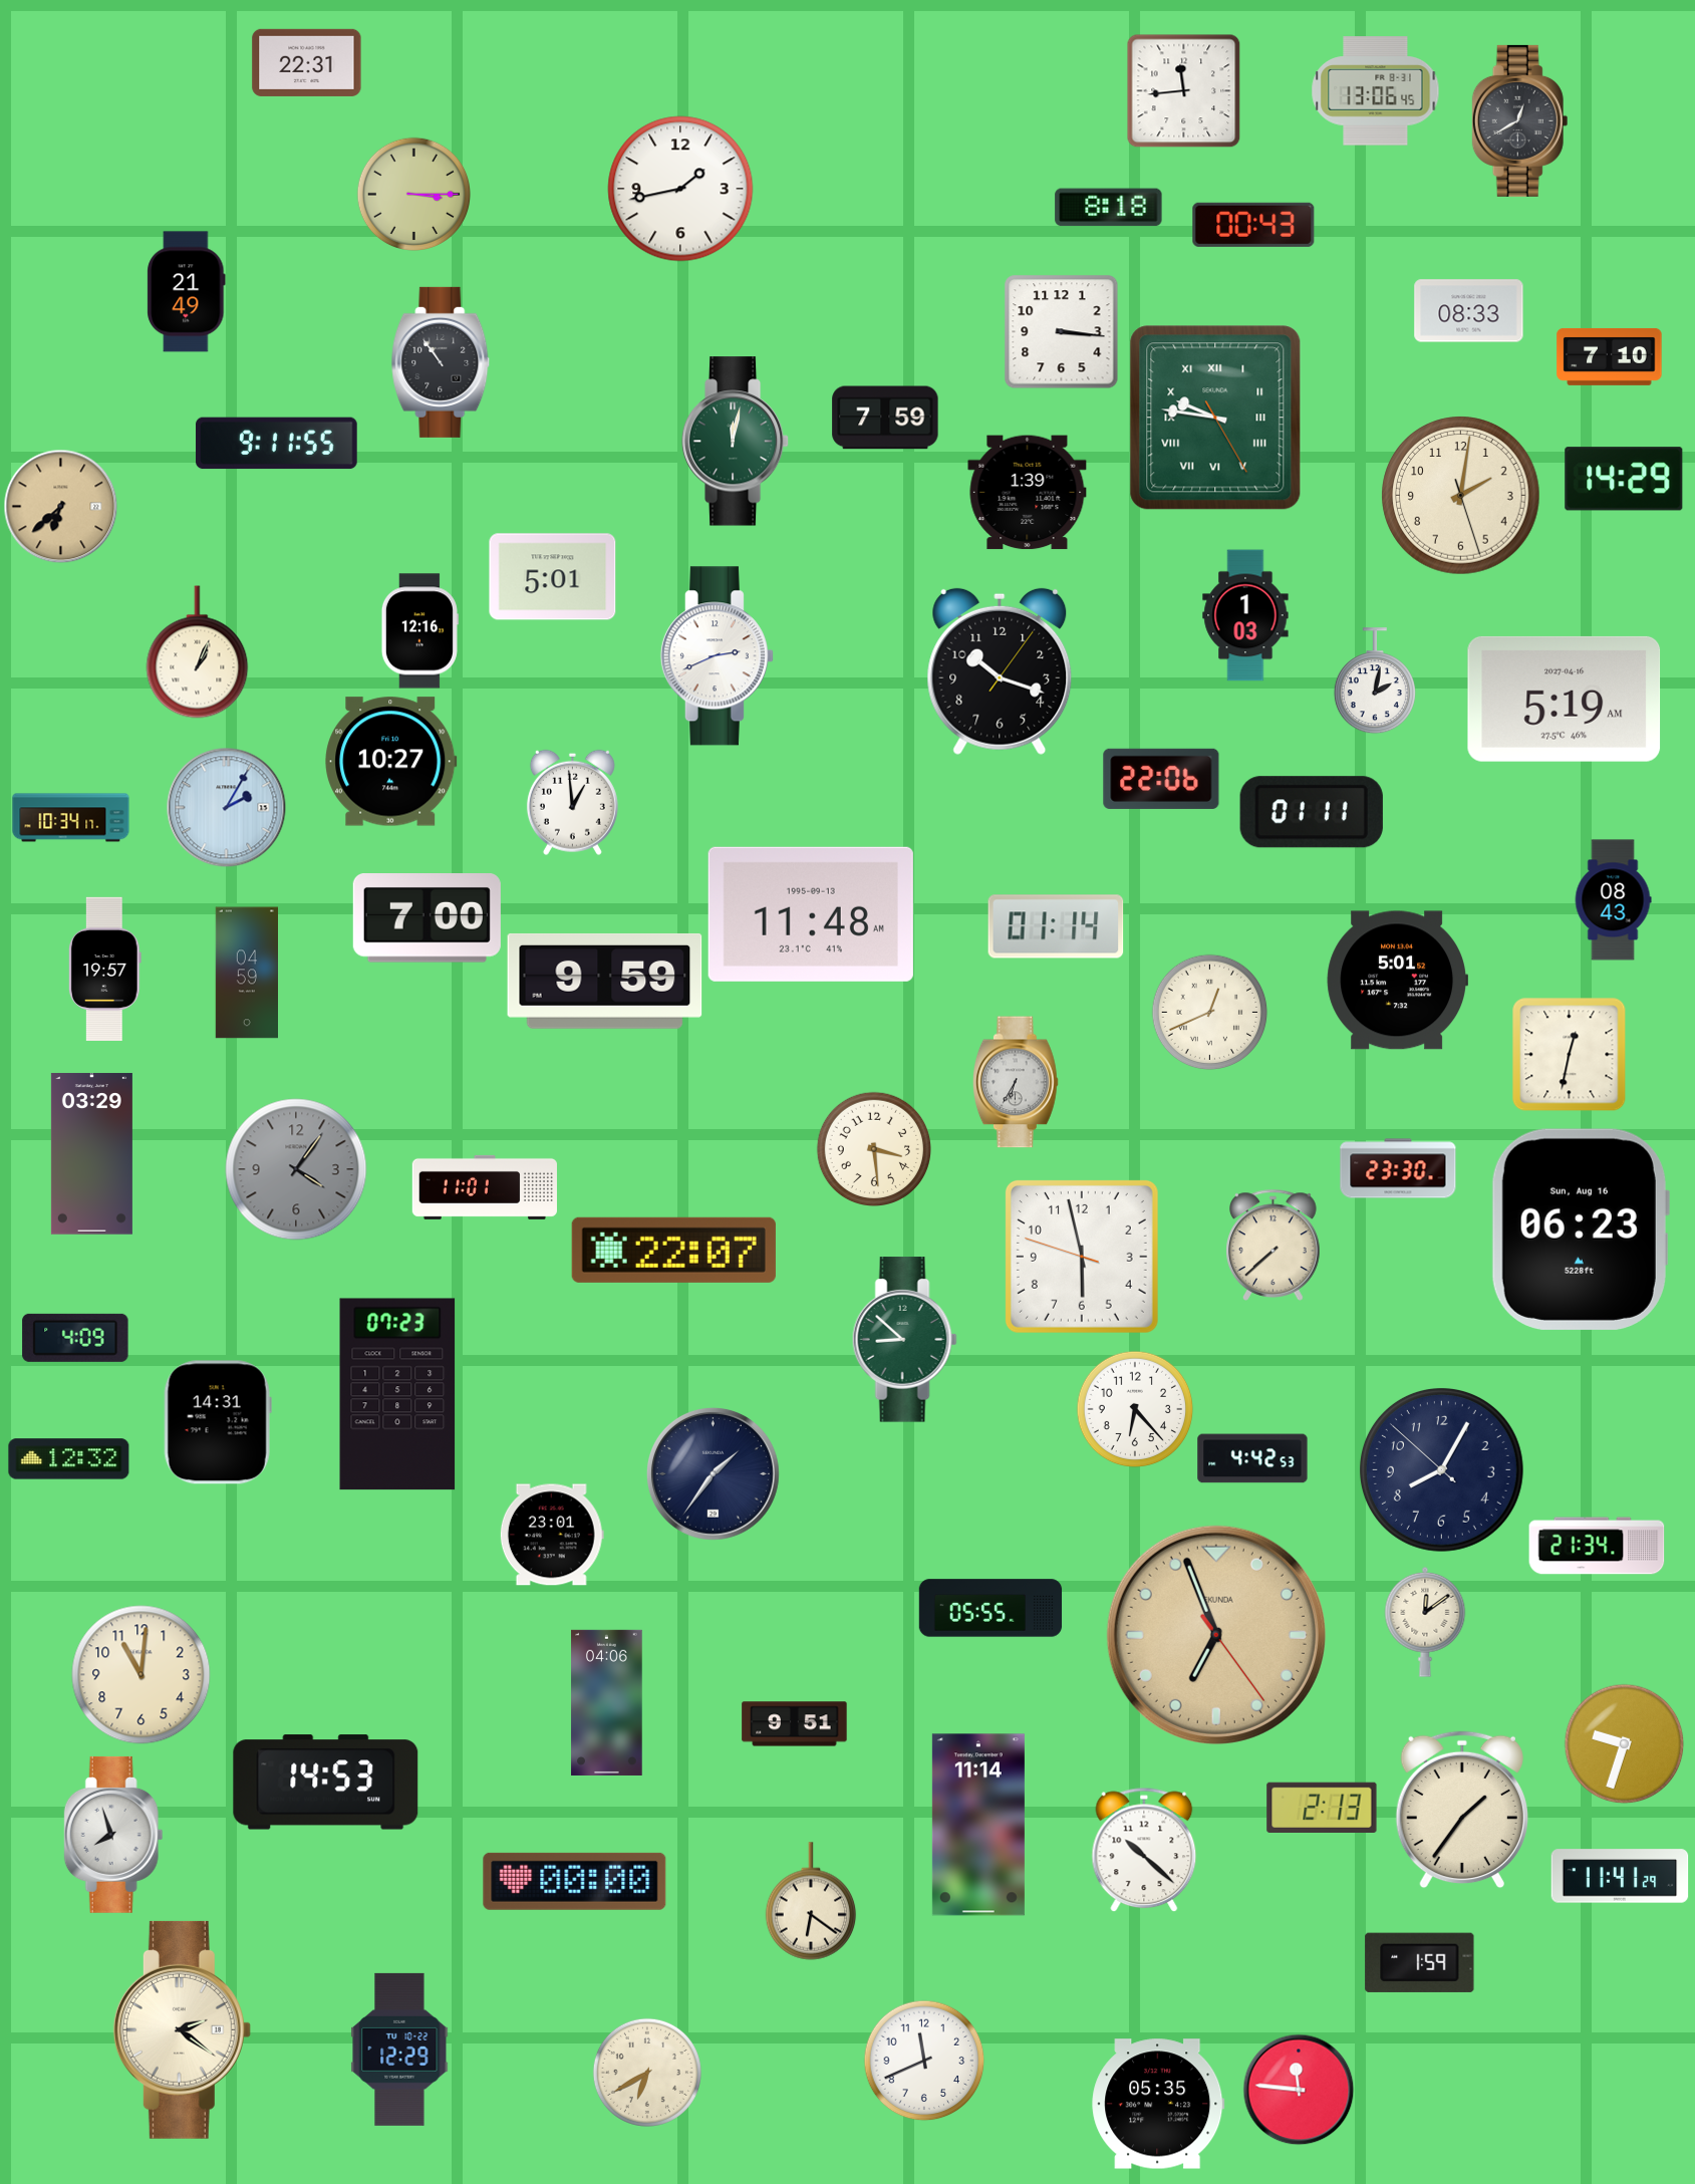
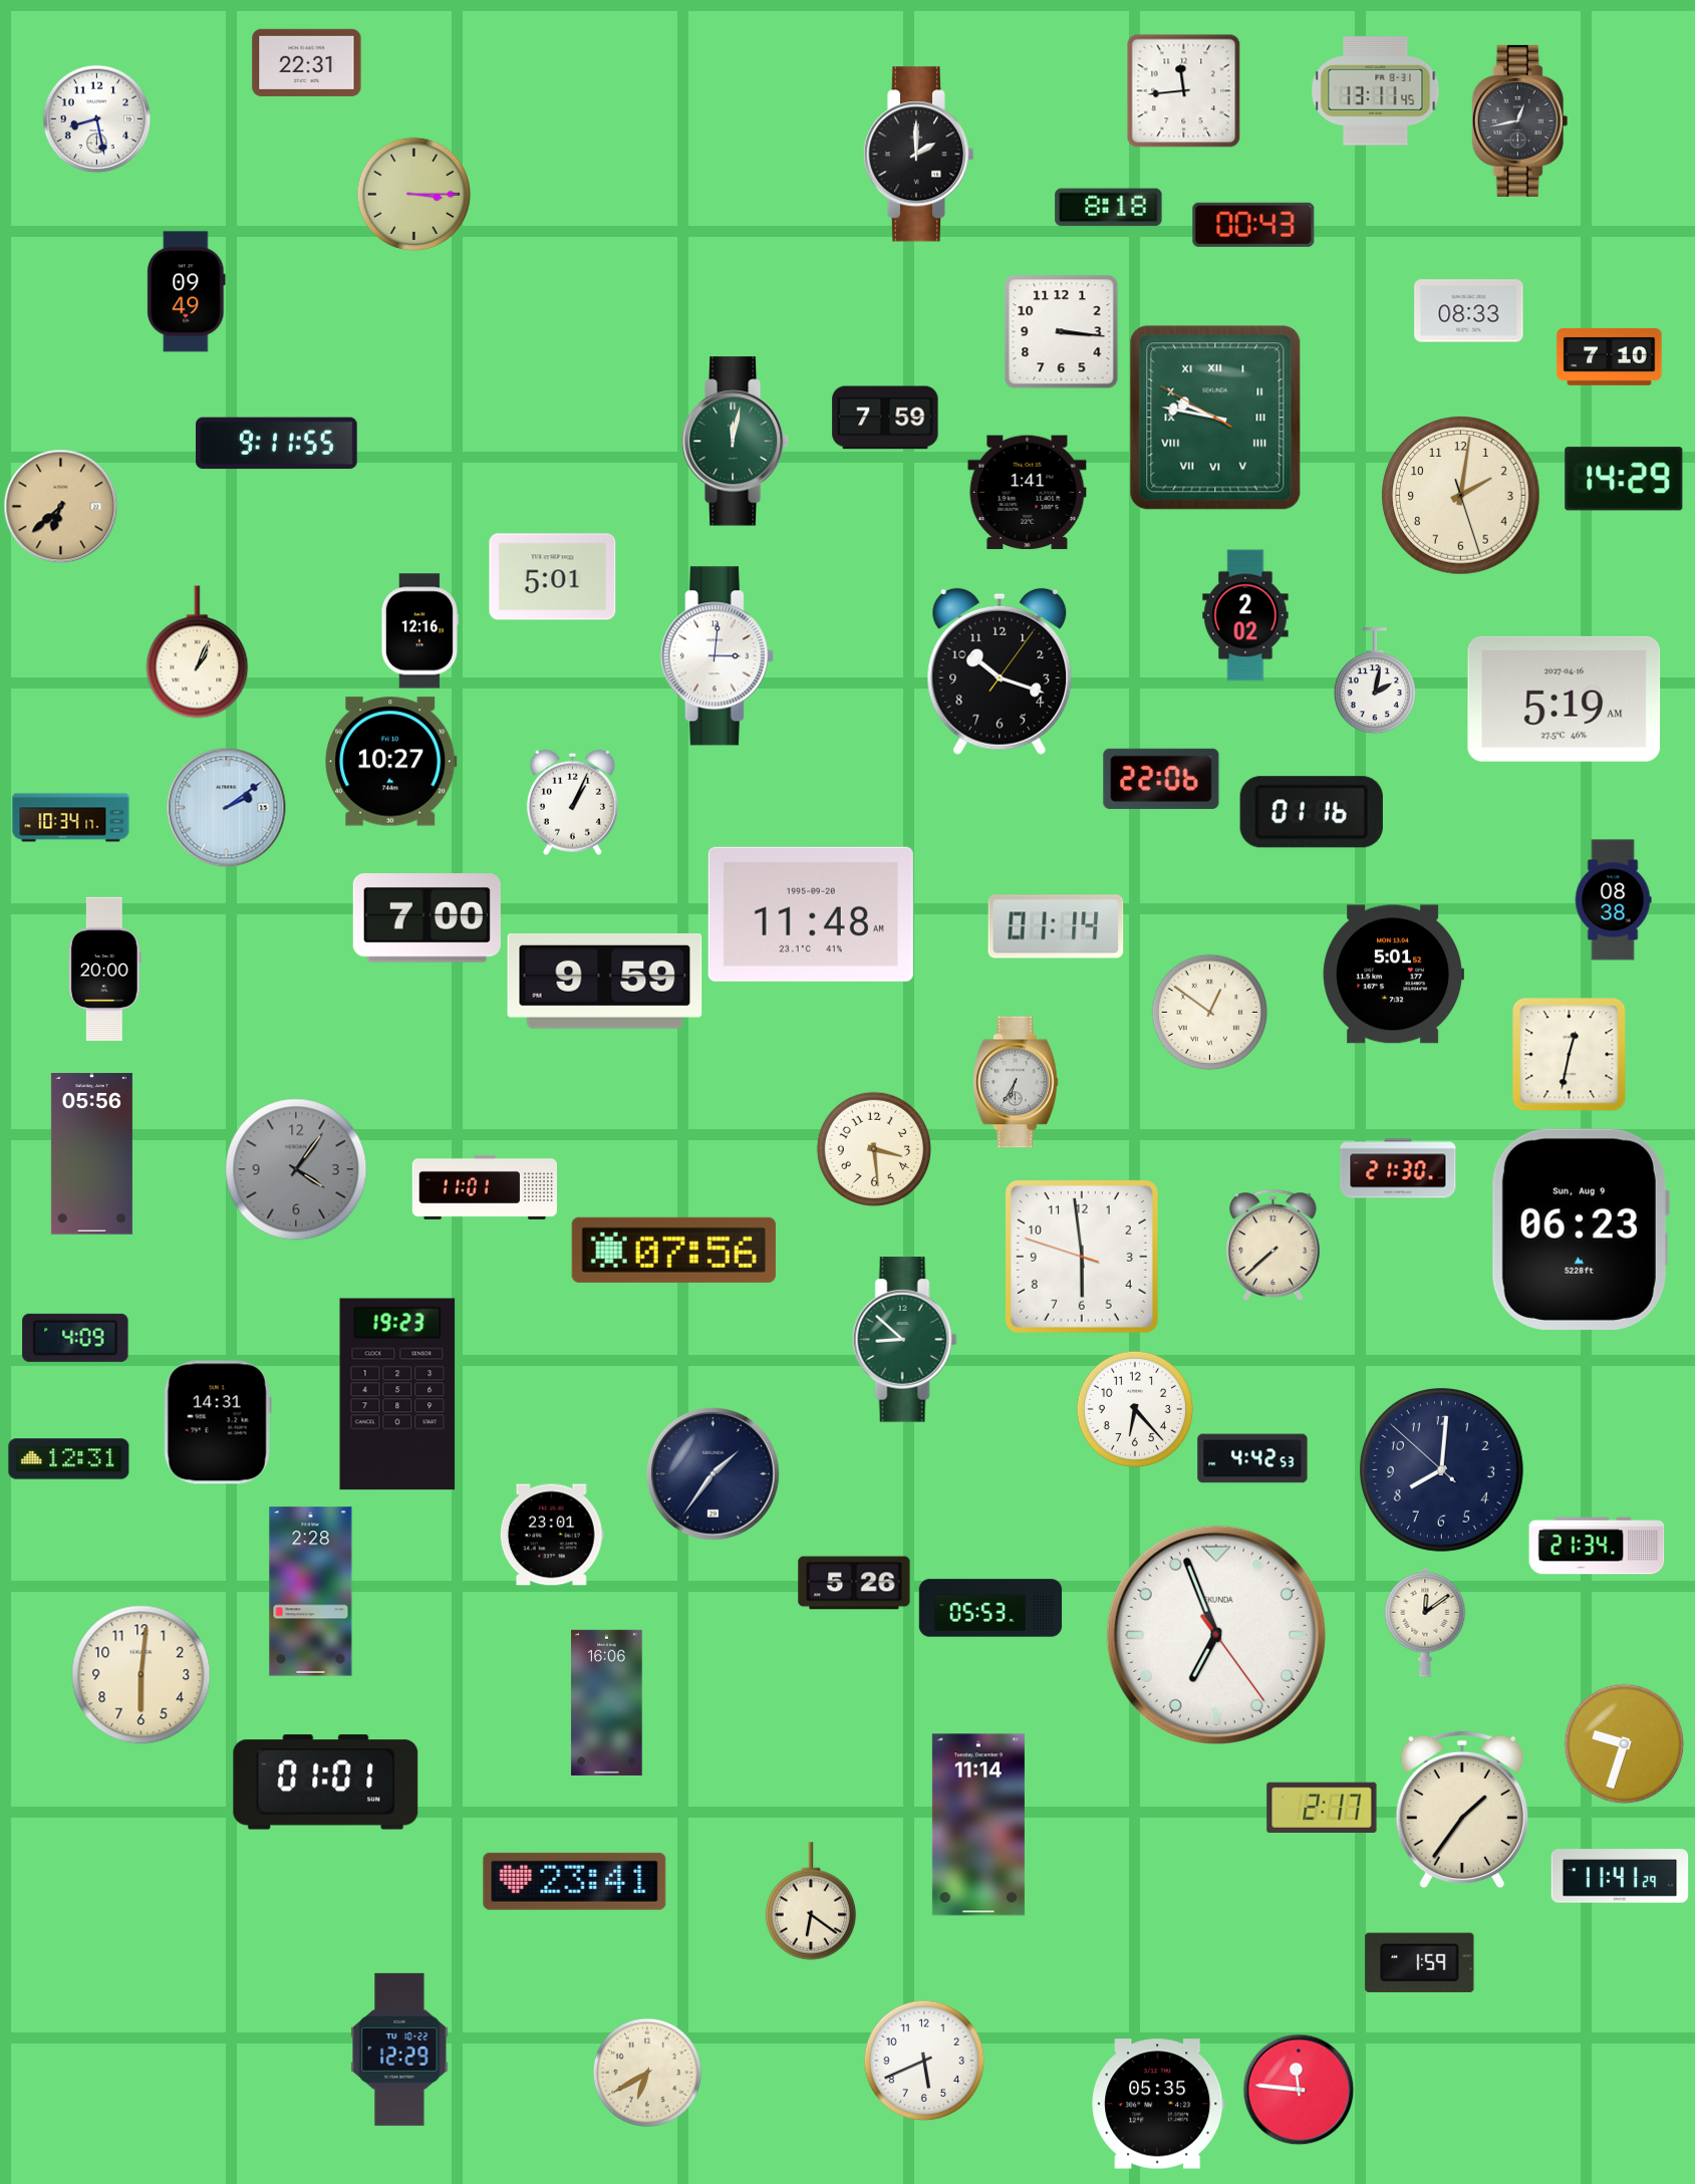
clock at (1376, 91): 13:06 -> 13:11
clock at (96, 118): none -> 8:28
clock at (1520, 120): 12:40 -> 12:43
clock at (919, 155): none -> 2:00
clock at (680, 189): 1:43 -> none
clock at (187, 292): 21:49 -> 09:49
clock at (441, 362): 10:54 -> none
clock at (1215, 418): 9:46:25 -> 9:46:50
clock at (1028, 493): 1:39 -> 1:41
clock at (1245, 615): 1:03 -> 2:02
clock at (717, 656): 2:41 -> 3:01
clock at (572, 802): 12:59 -> 1:04
clock at (227, 808): 2:05 -> 2:09
clock at (1312, 812): 01:11 -> 01:16
clock at (1613, 900): 08:43 -> 08:38
clock at (811, 914) date: 1995-09-13 -> 1995-09-20
clock at (104, 969): 19:57 -> 20:00
clock at (246, 973): 04:59 -> none
clock at (1397, 981) position: (1397, 981) -> (1393, 975)
clock at (1209, 1012): 12:41 -> 12:51
clock at (91, 1154): 03:29 -> 05:56
clock at (1398, 1168): 23:30 -> 21:30
clock at (1580, 1230) date: Sun, Aug 16 -> Sun, Aug 9
clock at (673, 1250): 22:07 -> 07:56
clock at (1082, 1257): 5:57 -> 5:58
clock at (397, 1394): 07:23 -> 19:23
clock at (69, 1459): 12:32 -> 12:31
clock at (1441, 1469): 8:04 -> 8:00
clock at (854, 1583): none -> 5:26
clock at (311, 1592): none -> 2:28
clock at (991, 1608): 05:55 -> 05:53
clock at (1216, 1635) dial: champagne -> white
clock at (142, 1675): 11:01 -> 6:01
clock at (607, 1702): 04:06 -> 16:06
clock at (795, 1724): 9:51 -> none
clock at (326, 1783): 14:53 -> 01:01
clock at (1322, 1807): 2:13 -> 2:17
clock at (113, 1835): 7:57 -> none
clock at (1144, 1850): 10:22 -> none
clock at (575, 1881): 00:00 -> 23:41
clock at (182, 2029): 2:21 -> none
clock at (924, 2061): 11:41 -> 5:41
